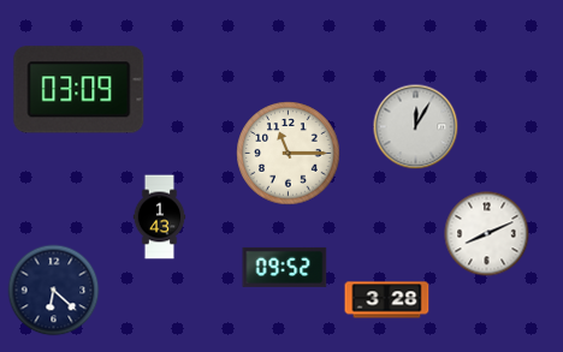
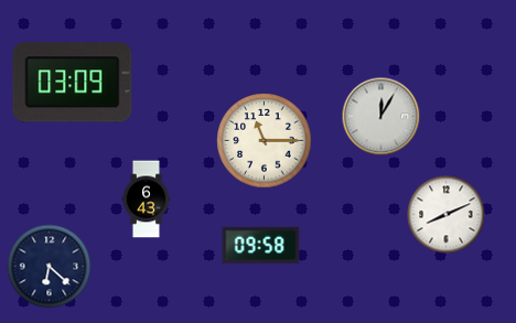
clock at (160, 217): 1:43 -> 6:43
clock at (285, 267): 09:52 -> 09:58
clock at (387, 300): 3:28 -> none
